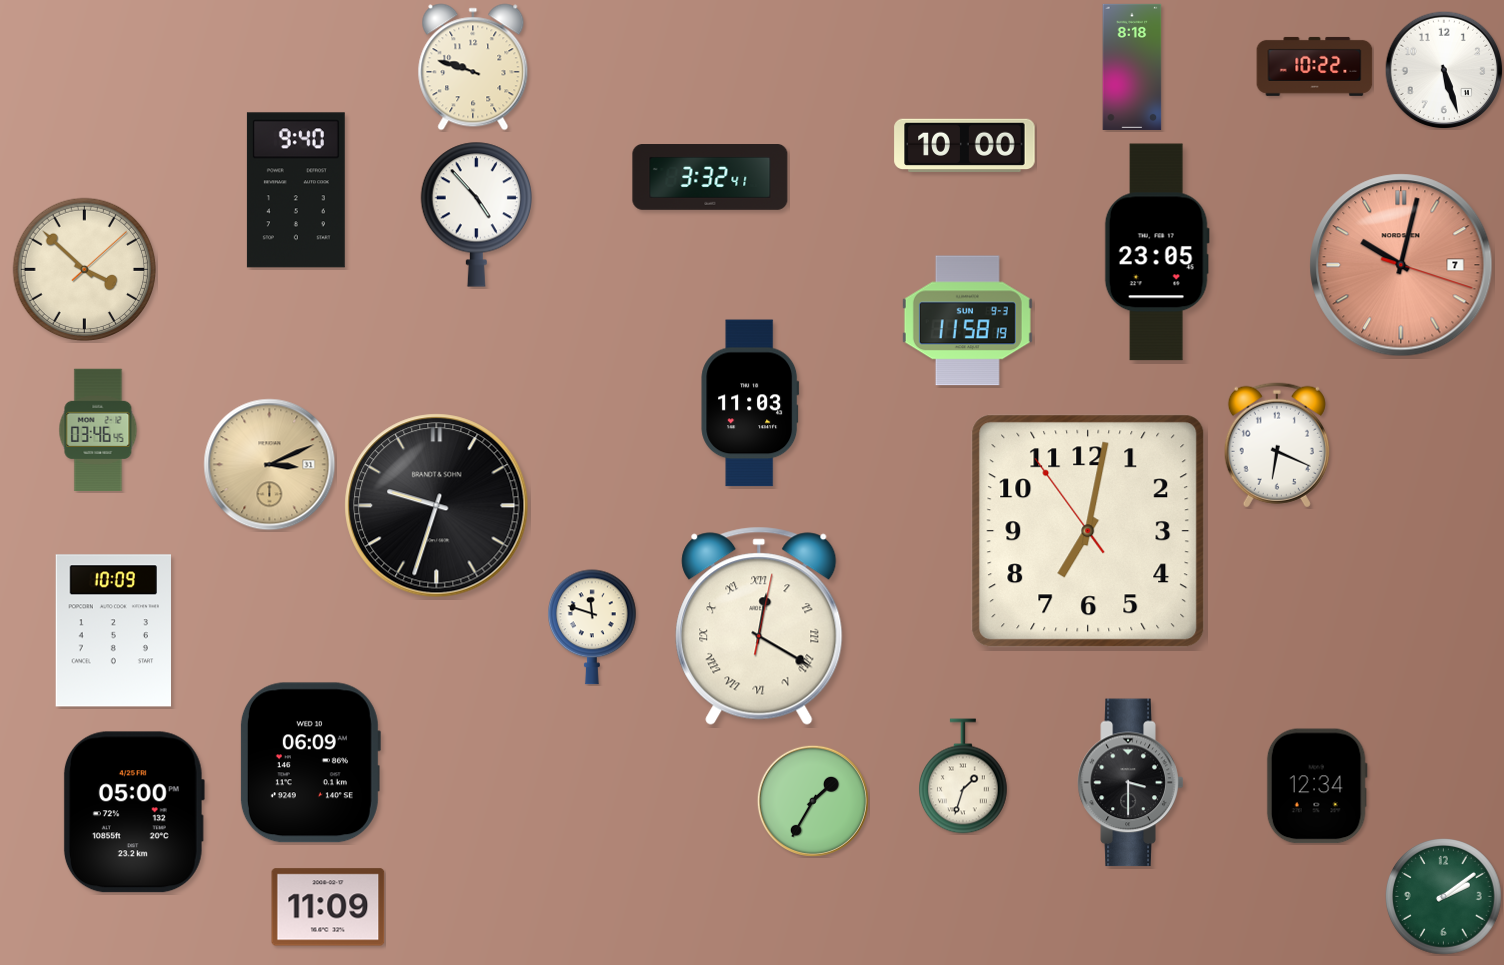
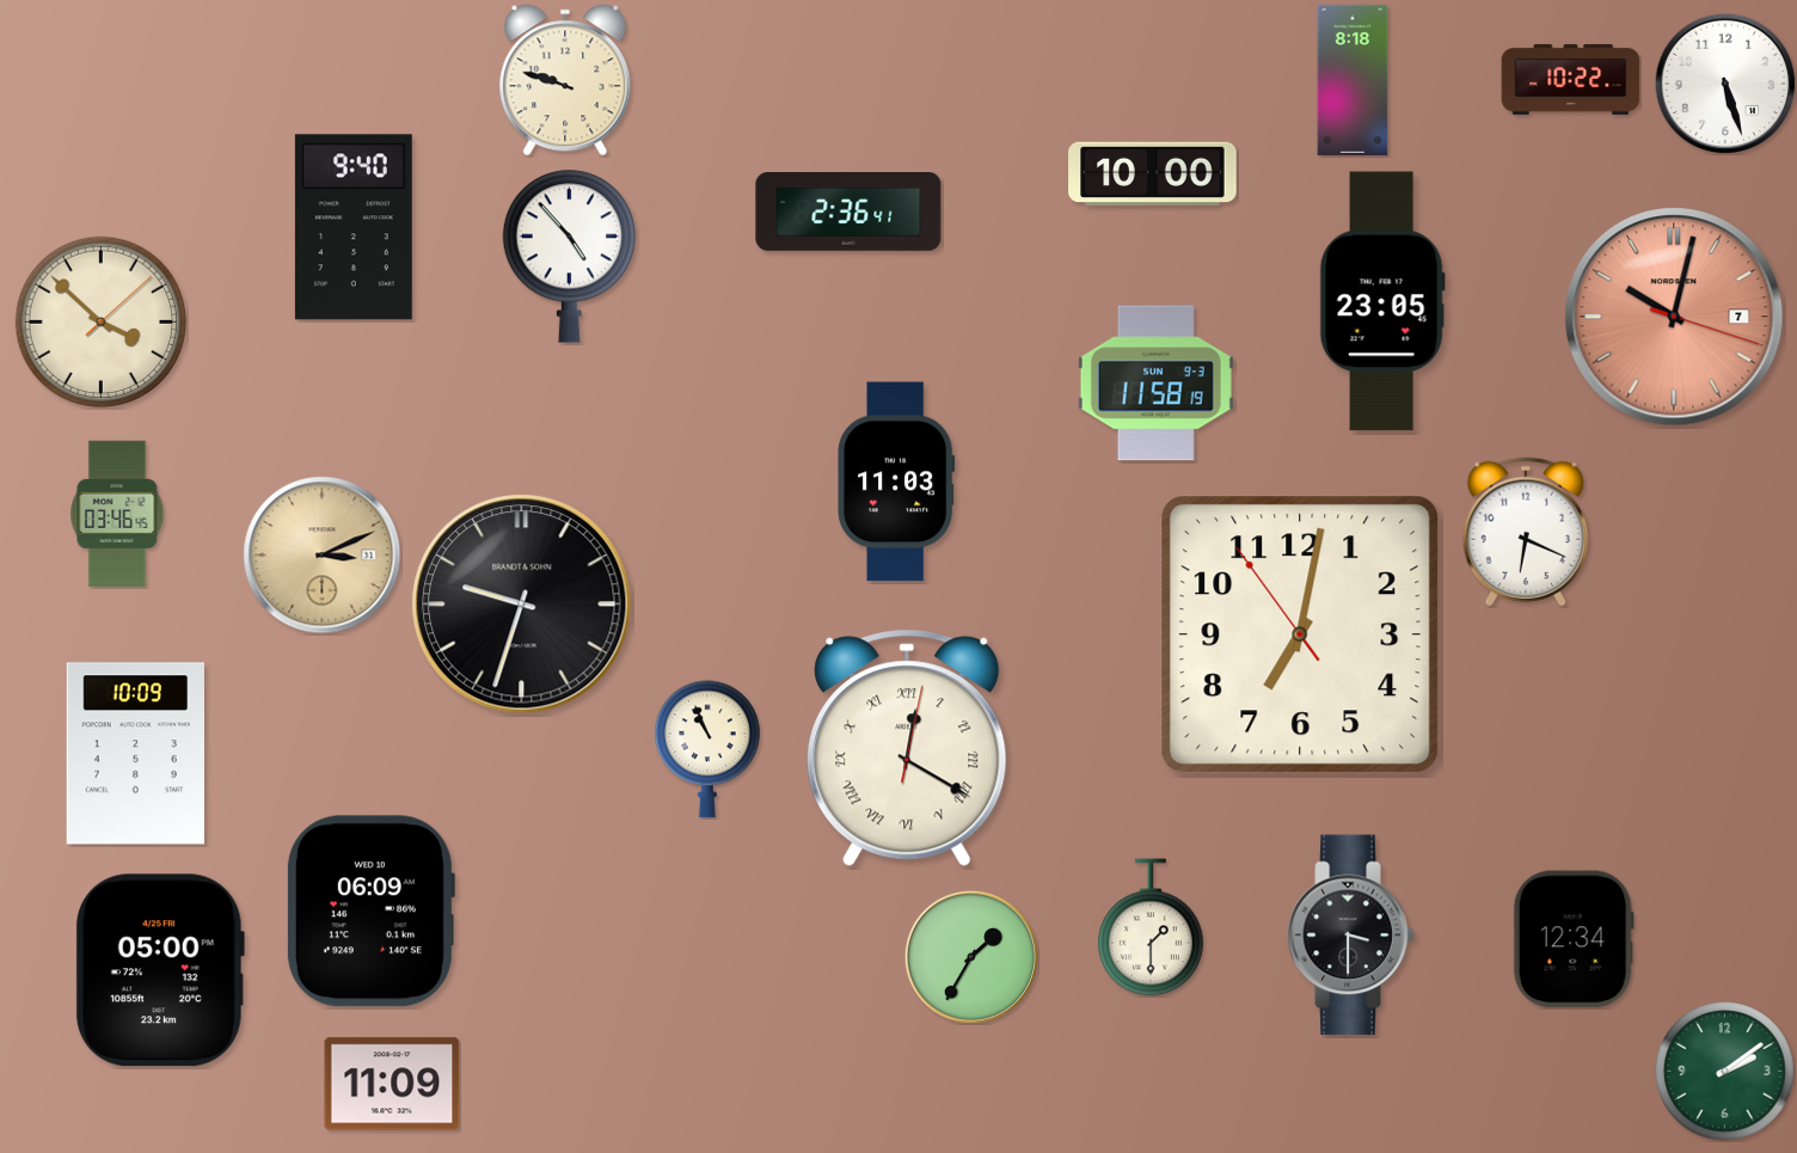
clock at (710, 178): 3:32 -> 2:36
clock at (593, 627): 11:48 -> 10:56
clock at (964, 776): 1:33 -> 1:30
